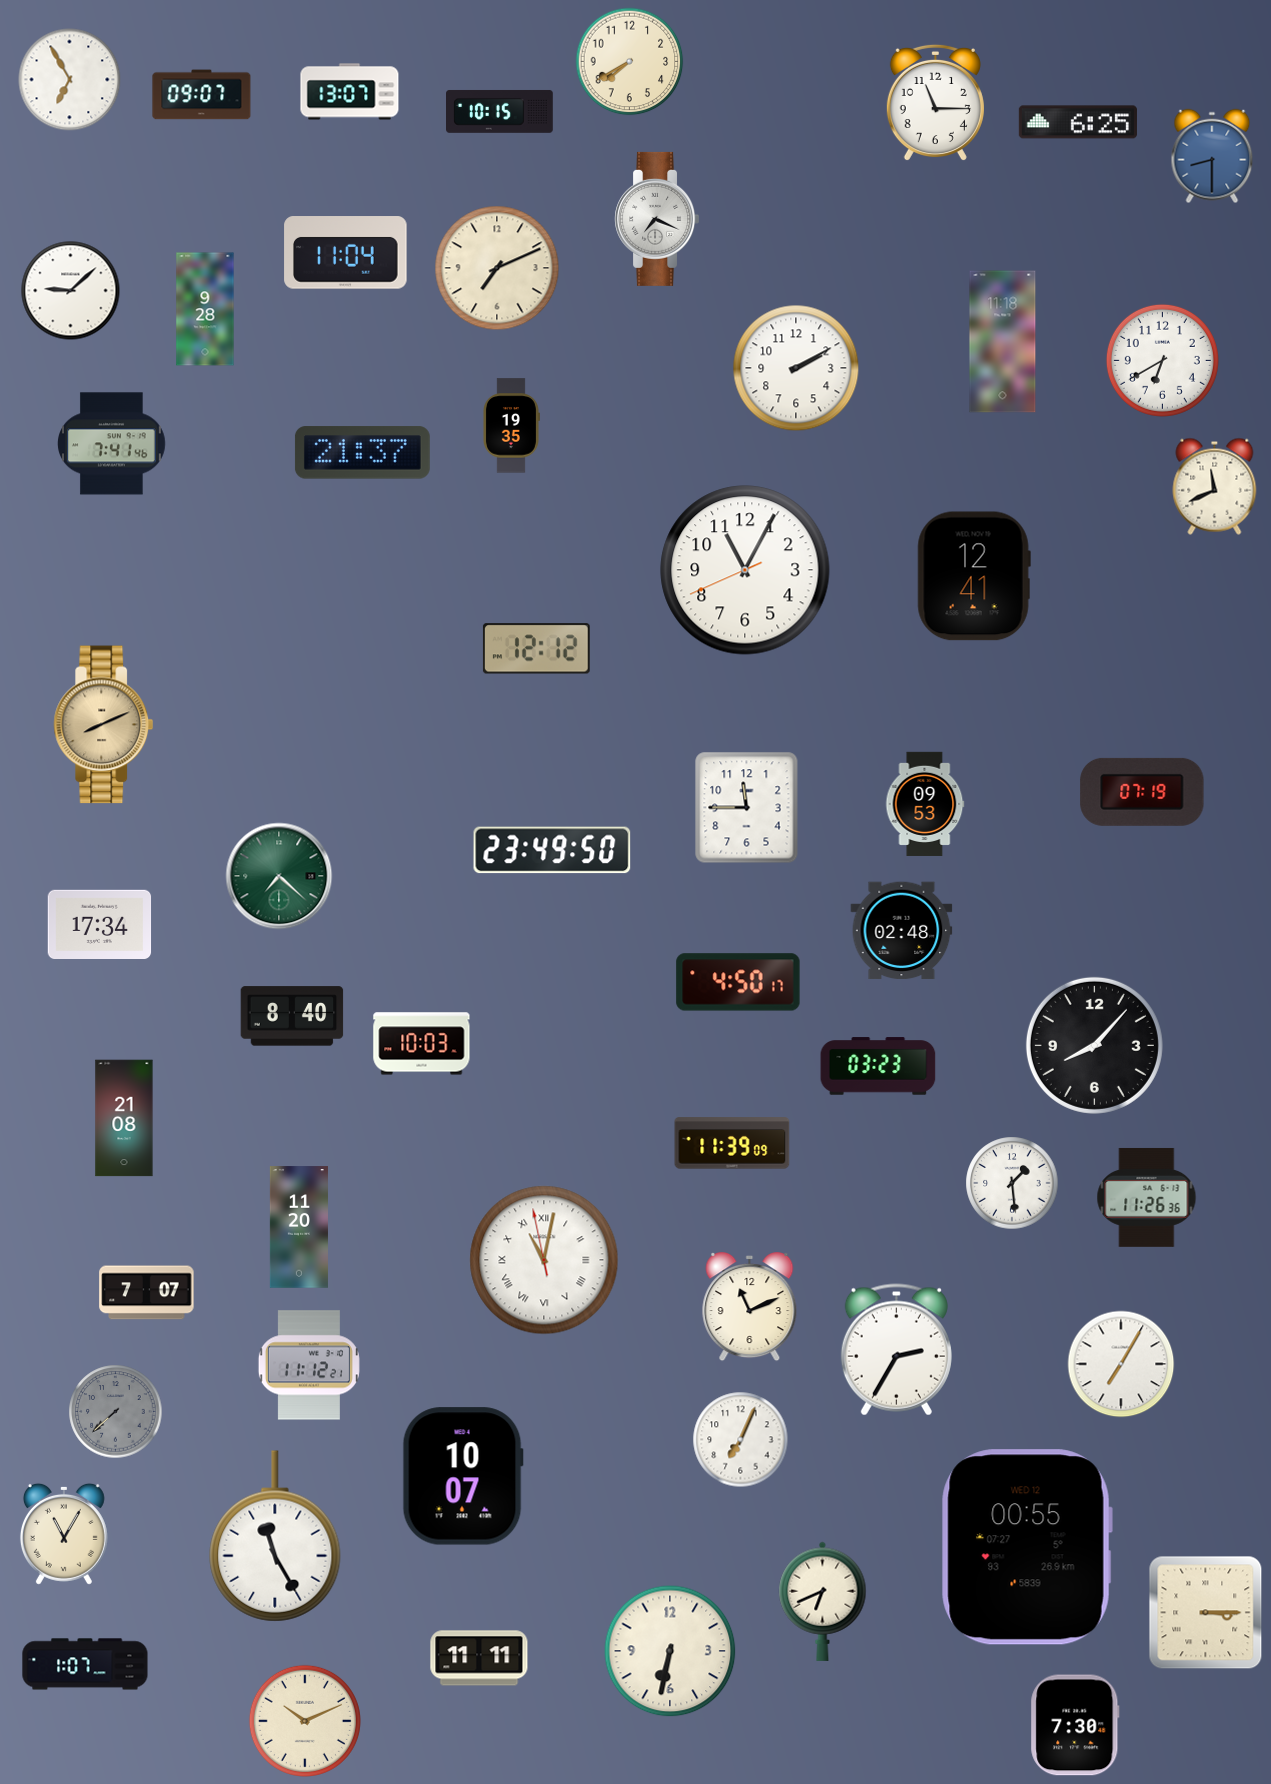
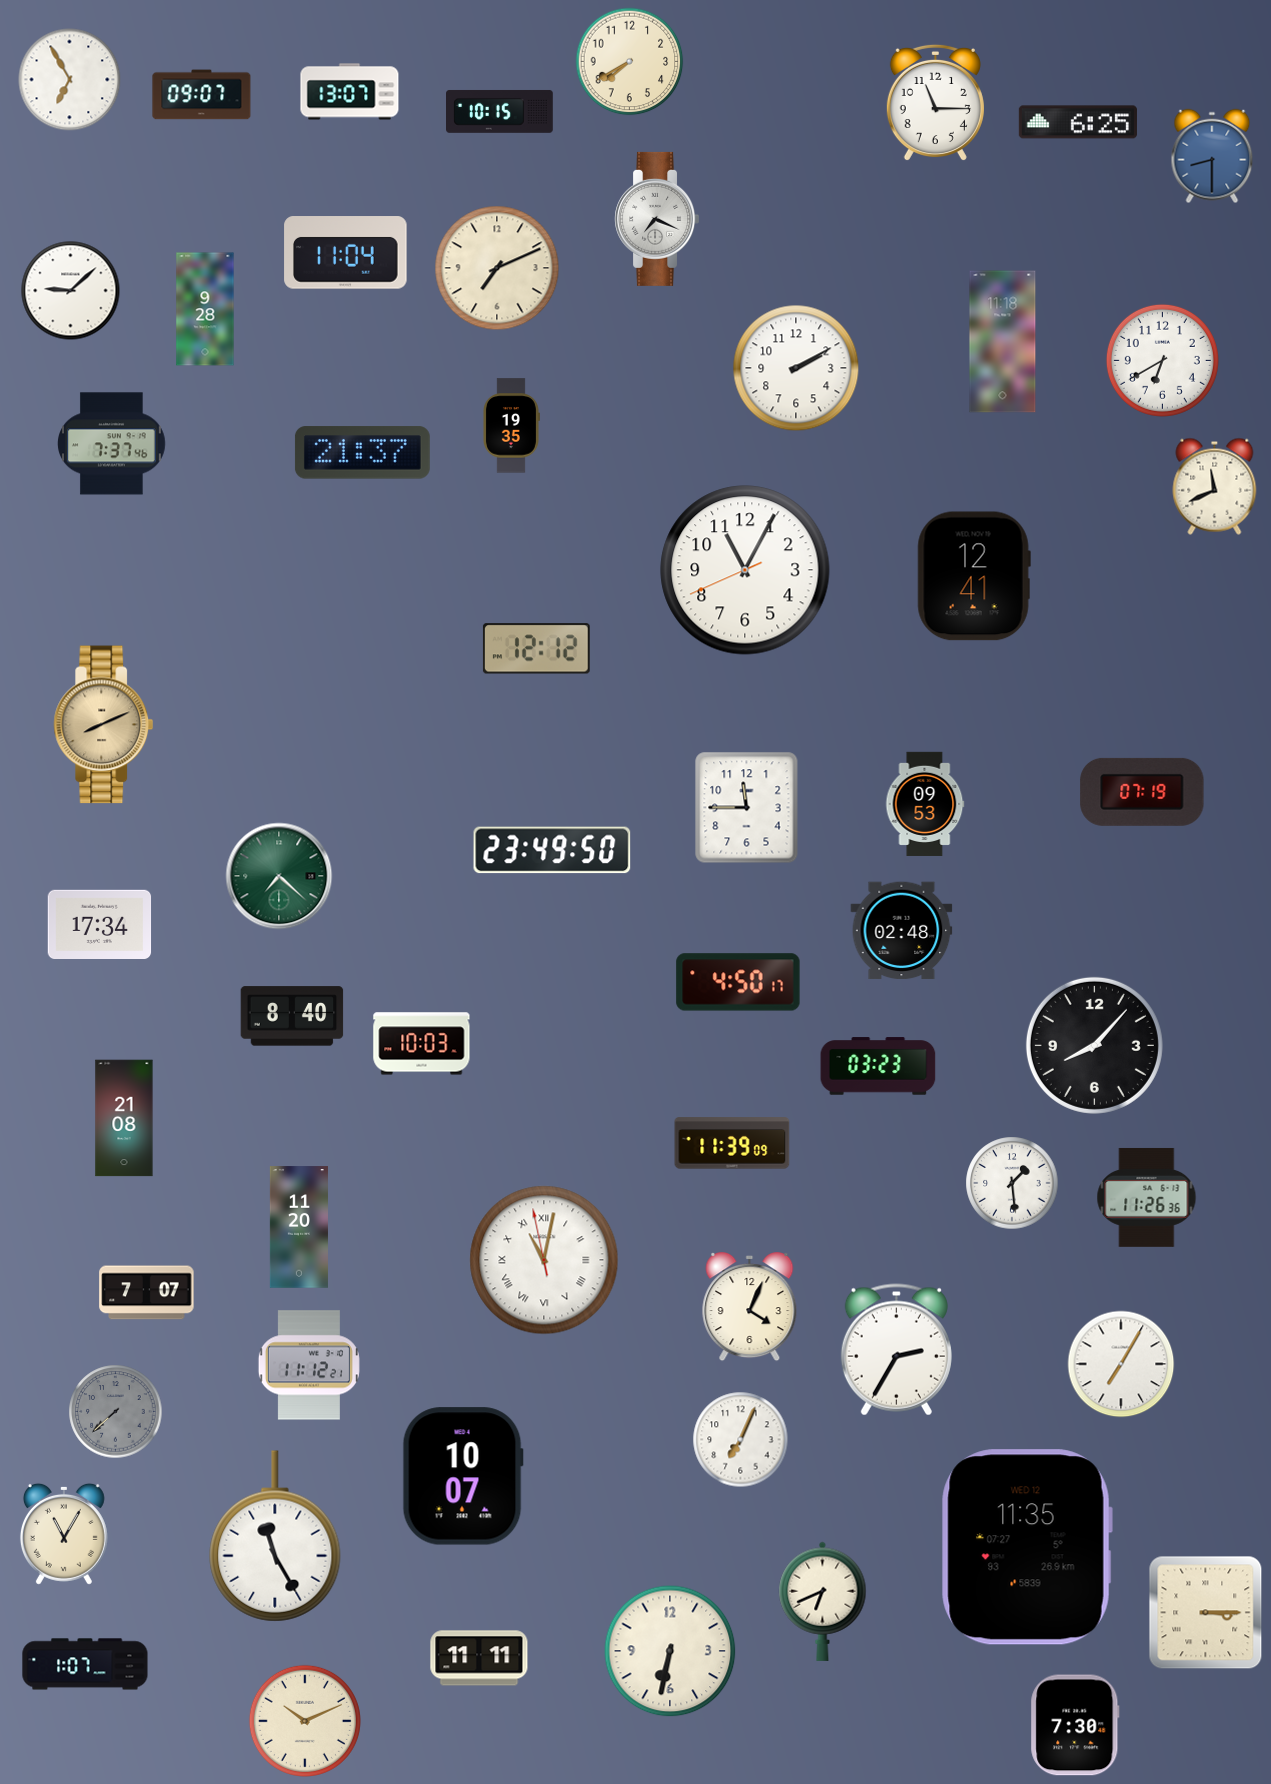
clock at (112, 444): 7:41 -> 7:37
clock at (750, 1308): 11:11 -> 4:04
clock at (1027, 1547): 00:55 -> 11:35
